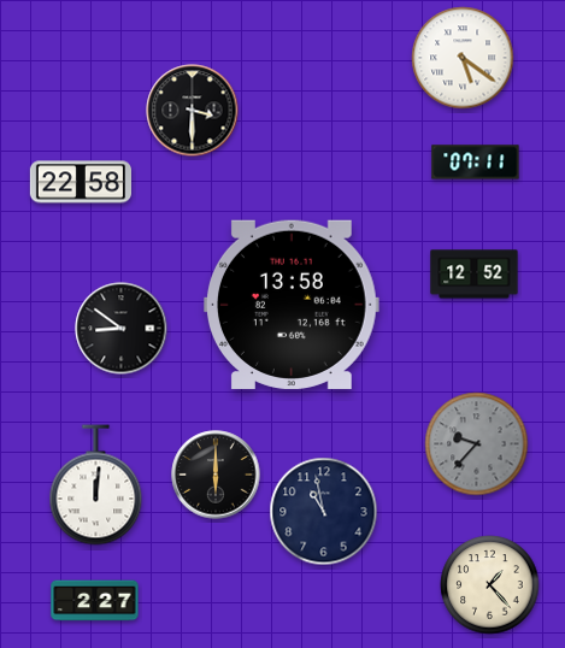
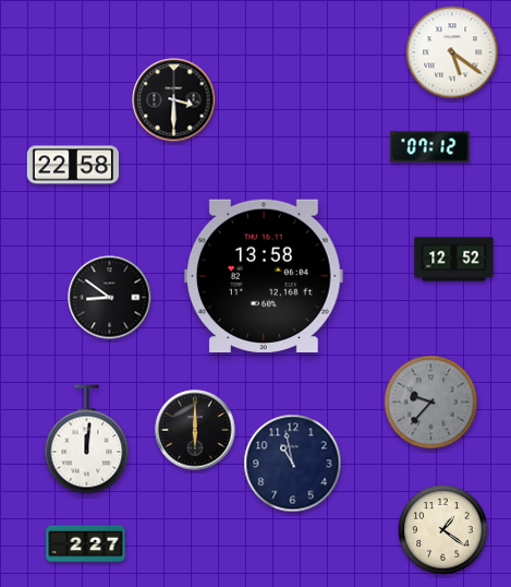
clock at (463, 58) position: (463, 58) -> (452, 52)
clock at (476, 163): 07:11 -> 07:12
clock at (475, 275) position: (475, 275) -> (454, 260)
clock at (490, 585): 1:23 -> 1:21
